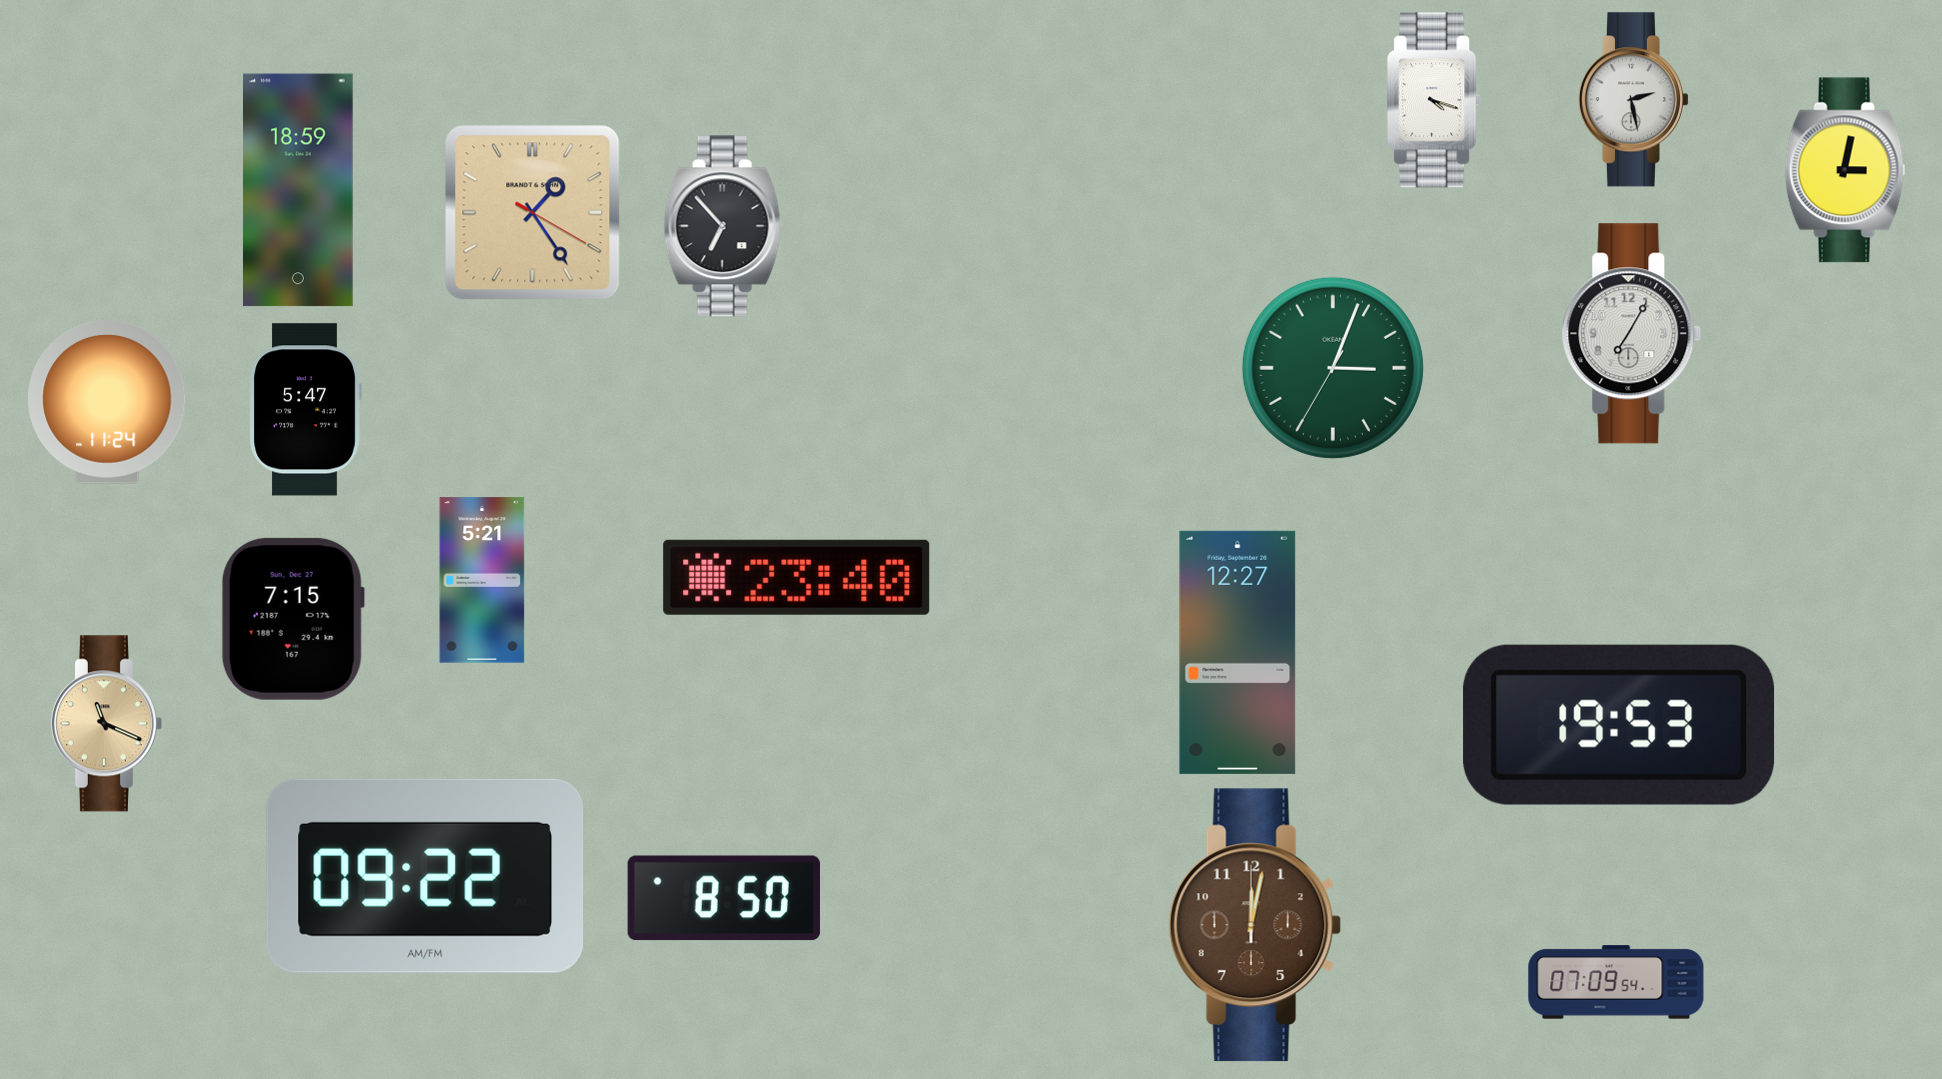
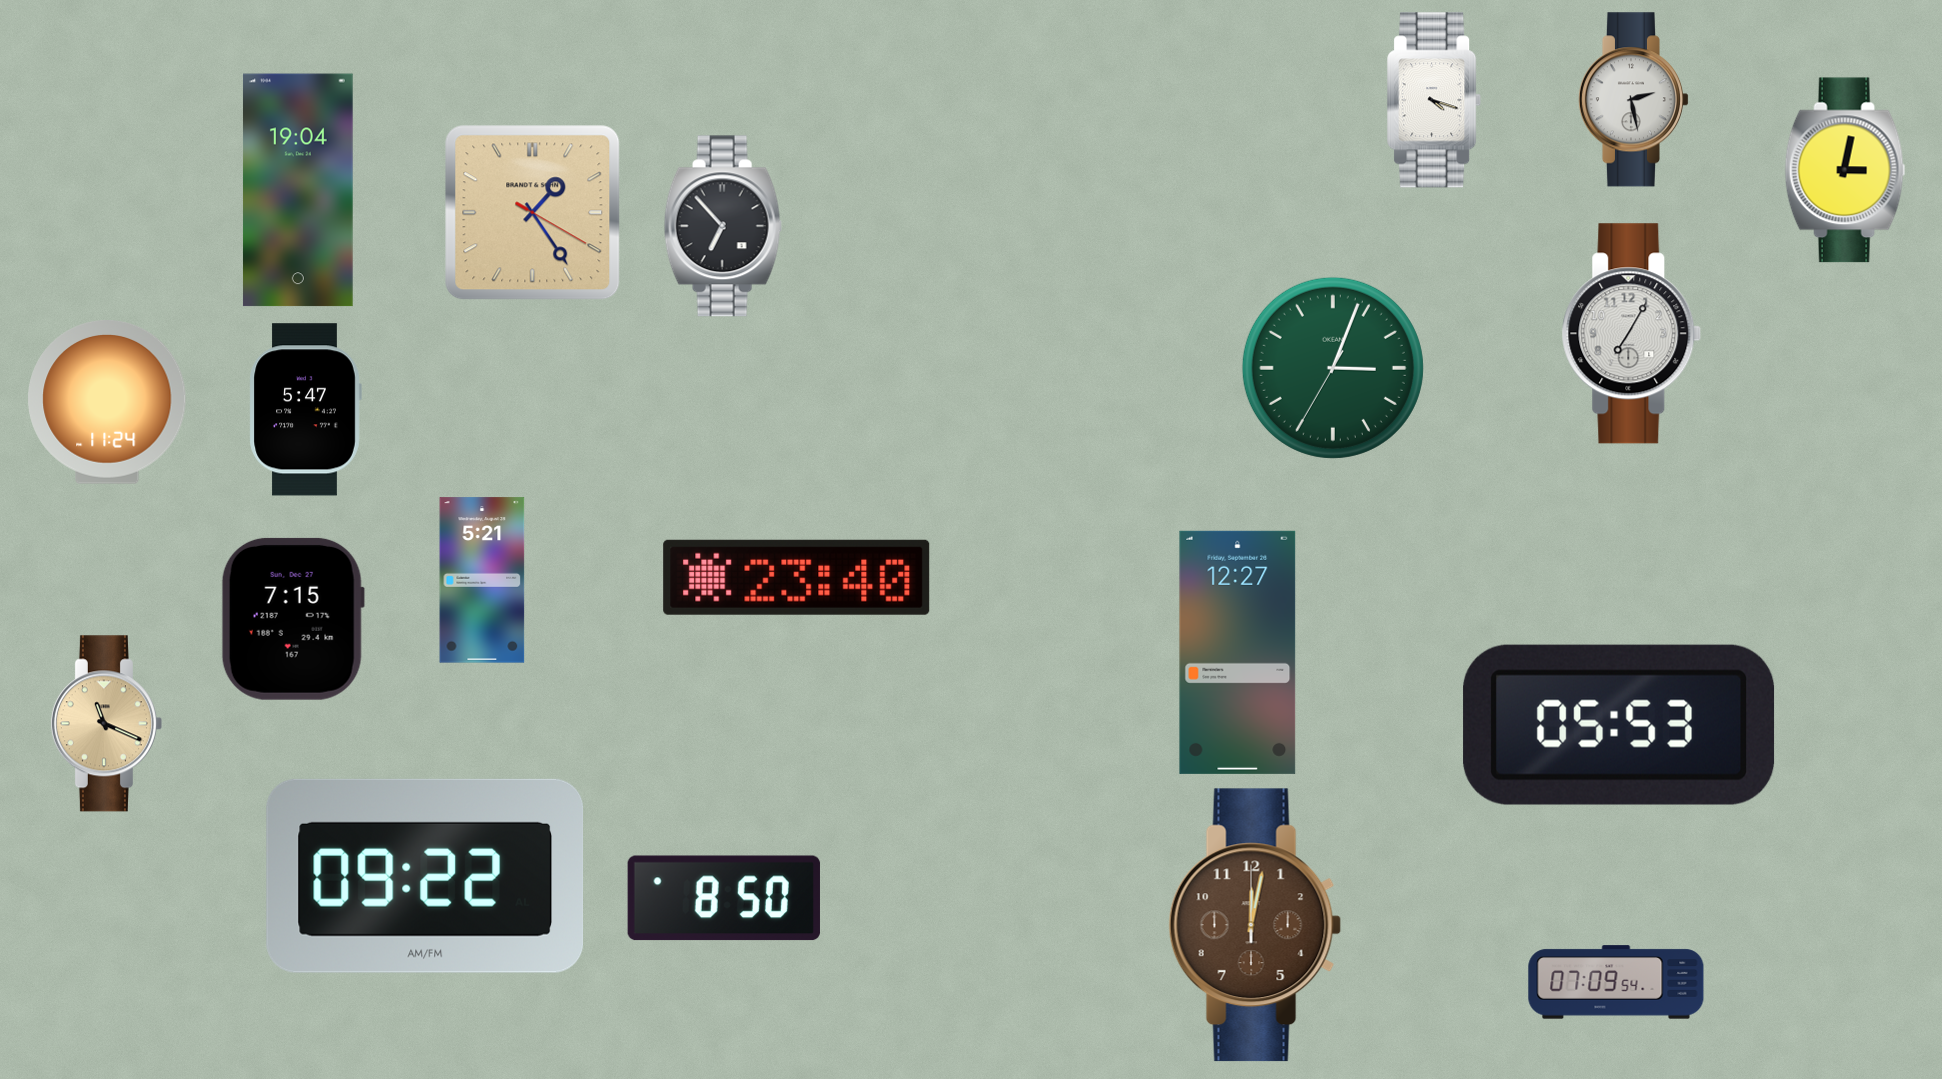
clock at (298, 190): 18:59 -> 19:04
clock at (1619, 725): 19:53 -> 05:53
